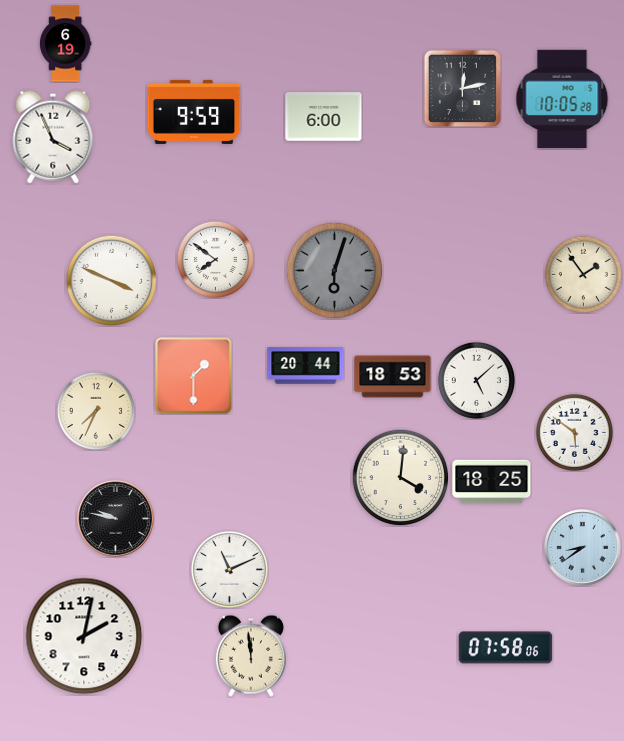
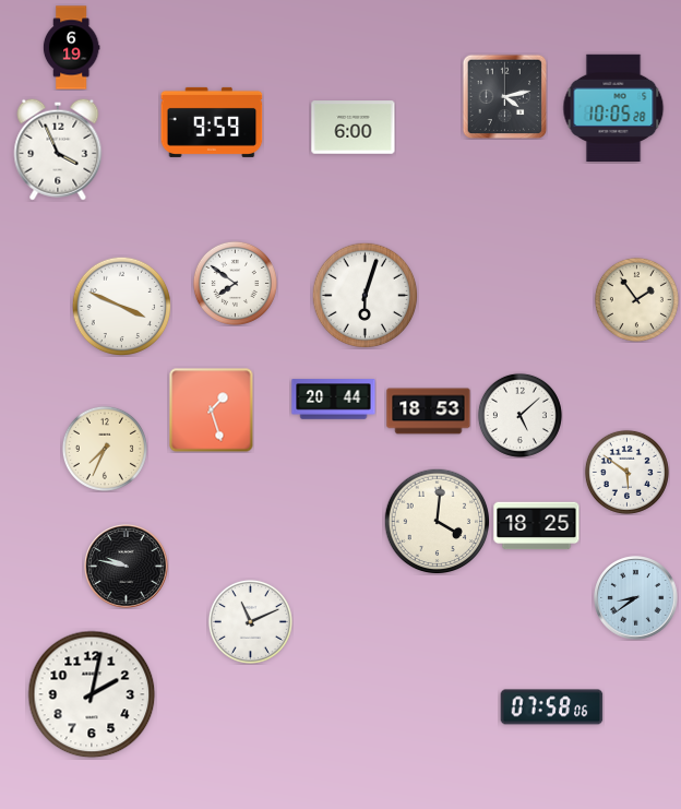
clock at (462, 88): 12:13 -> 4:13
clock at (334, 270) dial: grey -> white
clock at (194, 376): 1:30 -> 1:27
clock at (251, 656): 11:59 -> none
